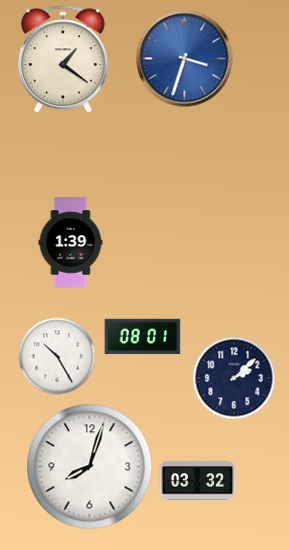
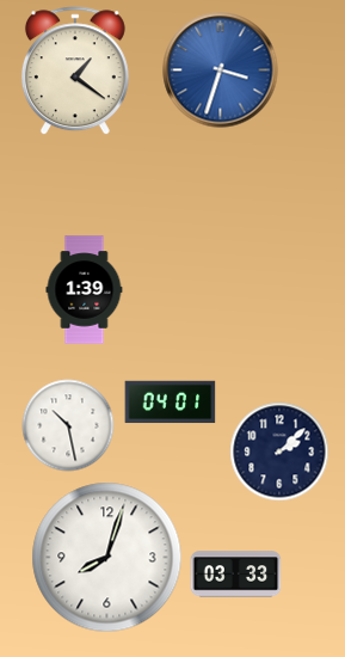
clock at (143, 337): 08:01 -> 04:01
clock at (57, 356): 10:25 -> 10:28
clock at (198, 481): 03:32 -> 03:33
